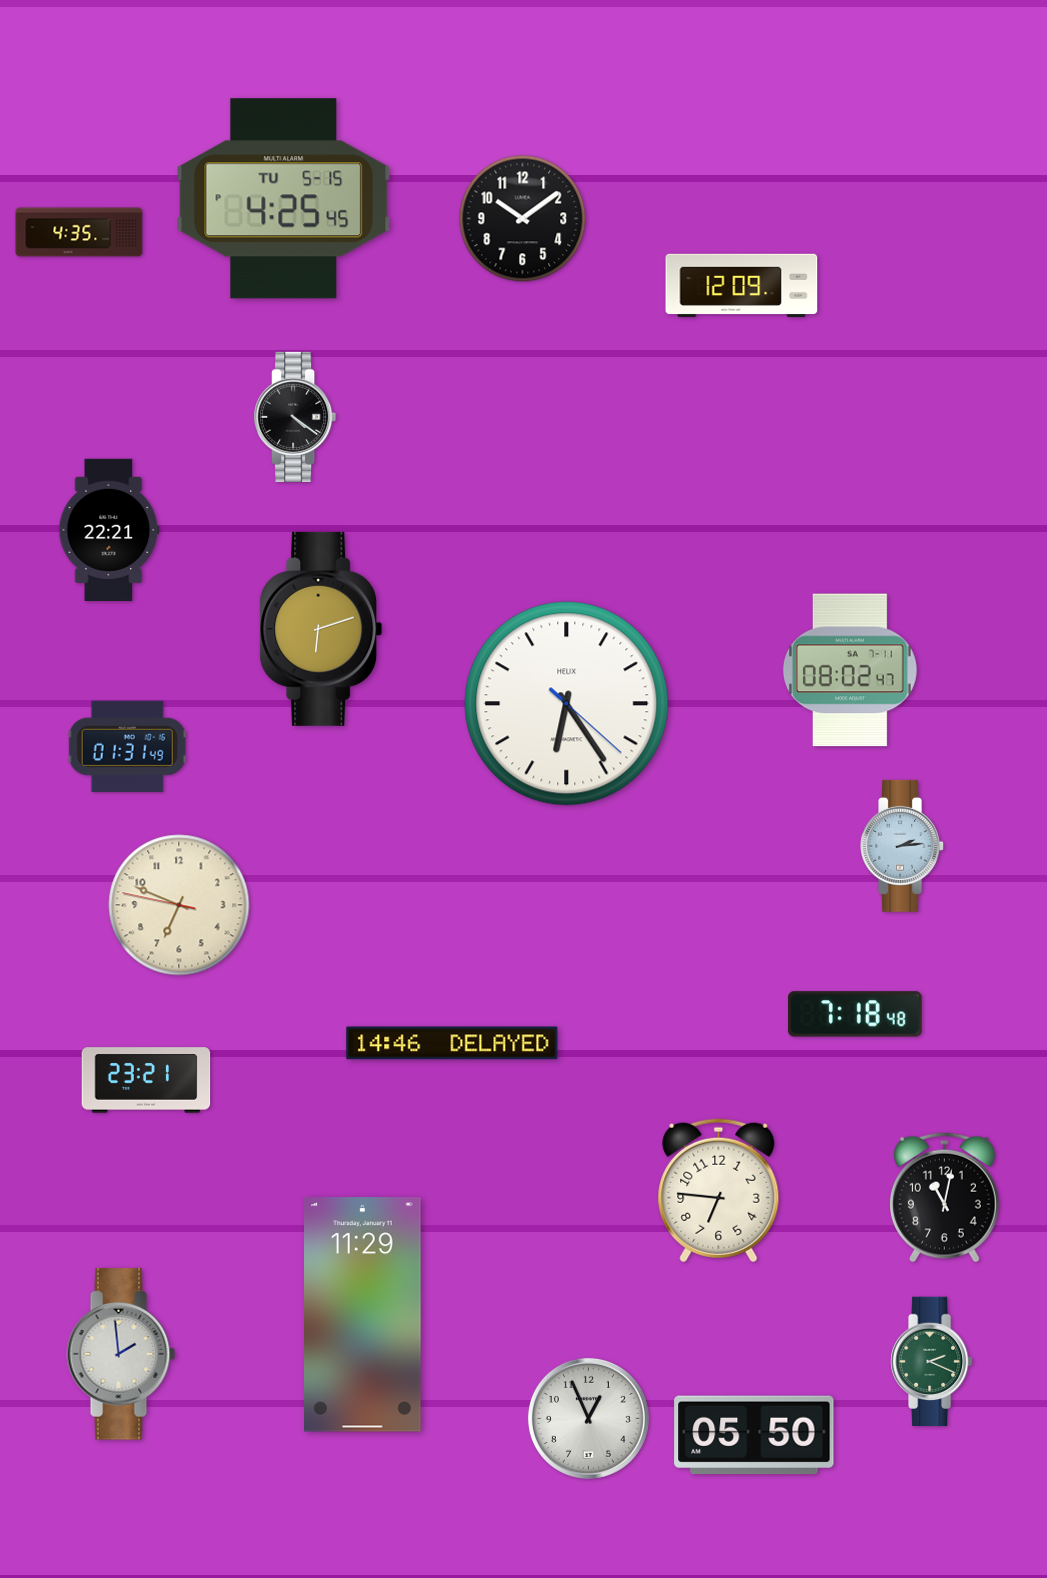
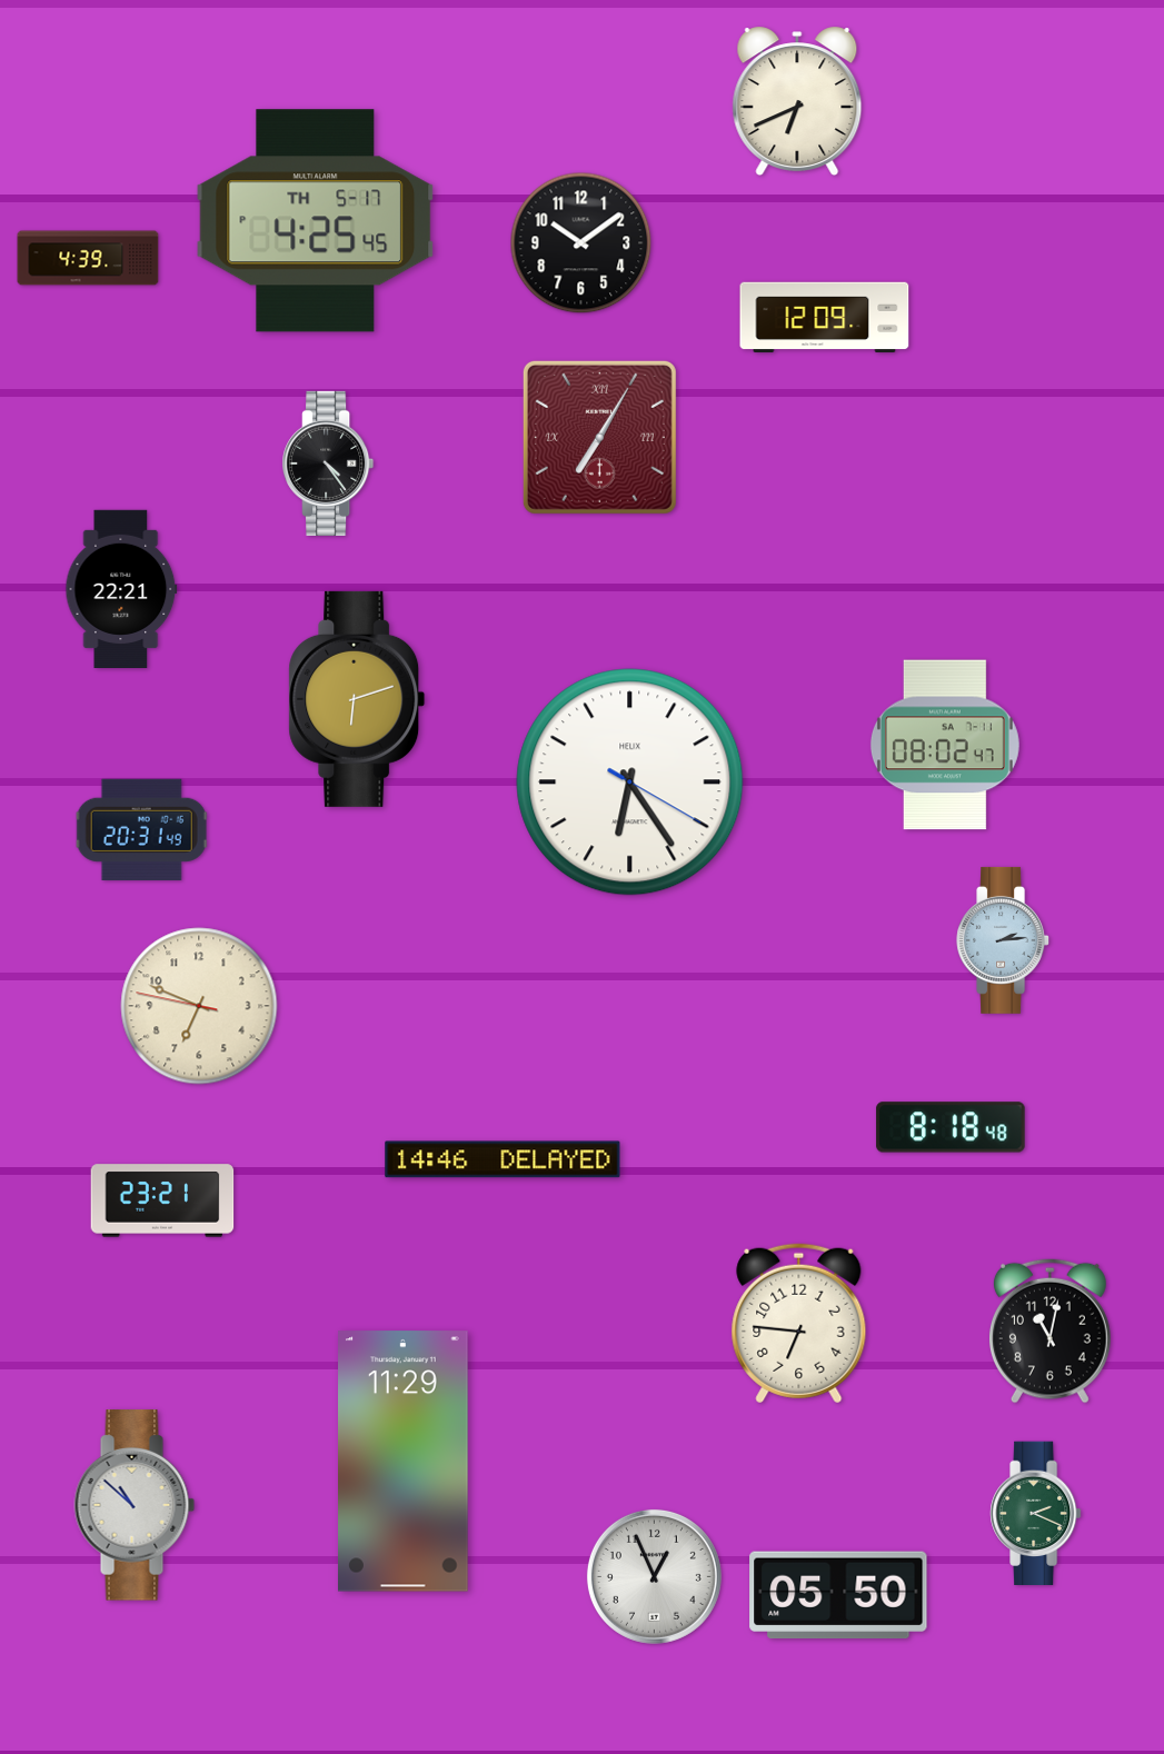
clock at (797, 100): none -> 6:41
clock at (284, 199) date: TU 5-15 -> TH 5-17
clock at (79, 232): 4:35 -> 4:39
clock at (599, 437): none -> 7:05
clock at (295, 417): 4:21 -> 4:24
clock at (567, 704): 6:24:22 -> 6:24:20
clock at (128, 746): 01:31 -> 20:31
clock at (855, 1014): 7:18 -> 8:18
clock at (121, 1354): 1:59 -> 10:52
